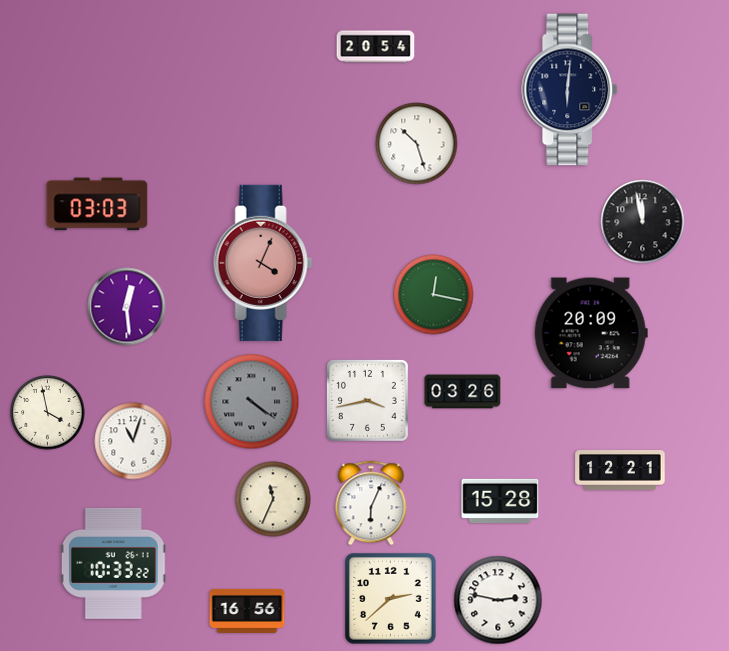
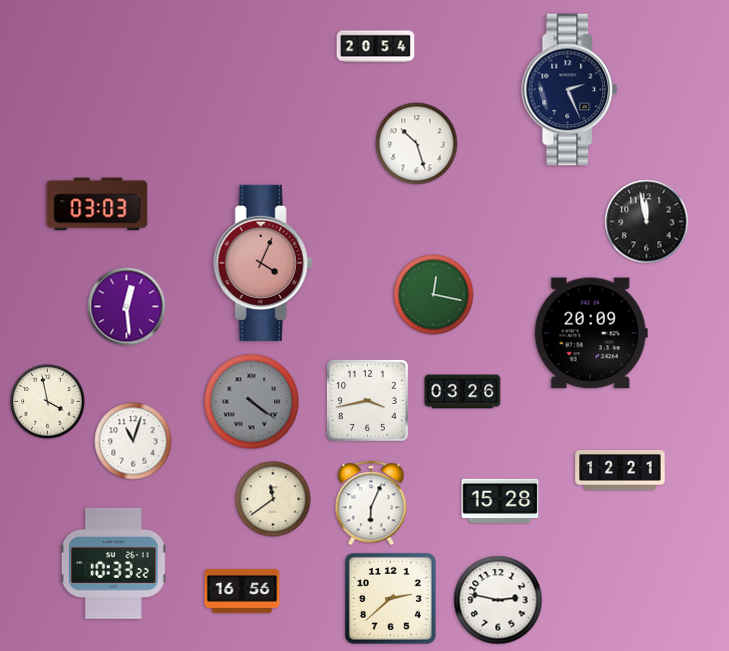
clock at (570, 90): 6:01 -> 2:26
clock at (643, 222) position: (643, 222) -> (647, 222)
clock at (48, 413) position: (48, 413) -> (48, 402)
clock at (273, 499): 11:34 -> 11:39
clock at (247, 611) position: (247, 611) -> (242, 591)
